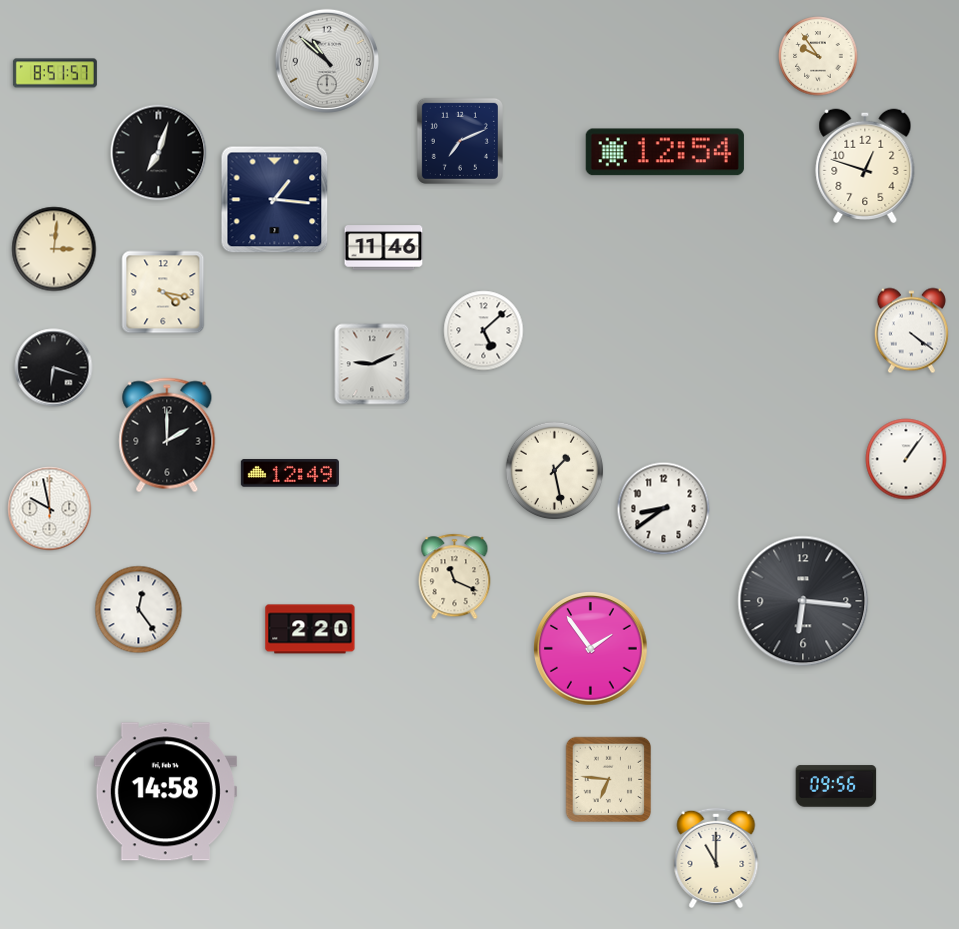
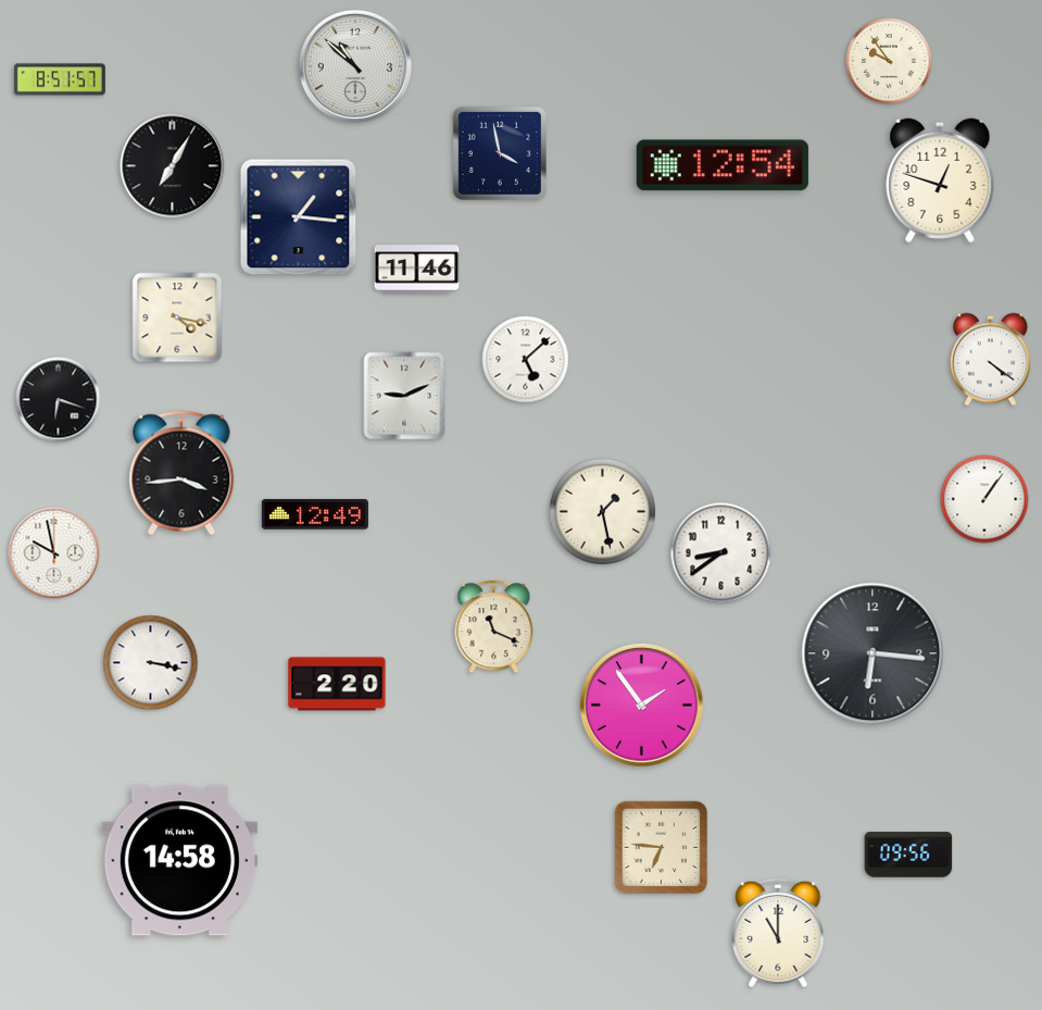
clock at (460, 141): 7:11 -> 3:58
clock at (159, 153): 7:03 -> 7:05
clock at (54, 249): 3:01 -> none
clock at (167, 435): 2:00 -> 3:44
clock at (139, 610): 12:24 -> 3:17
